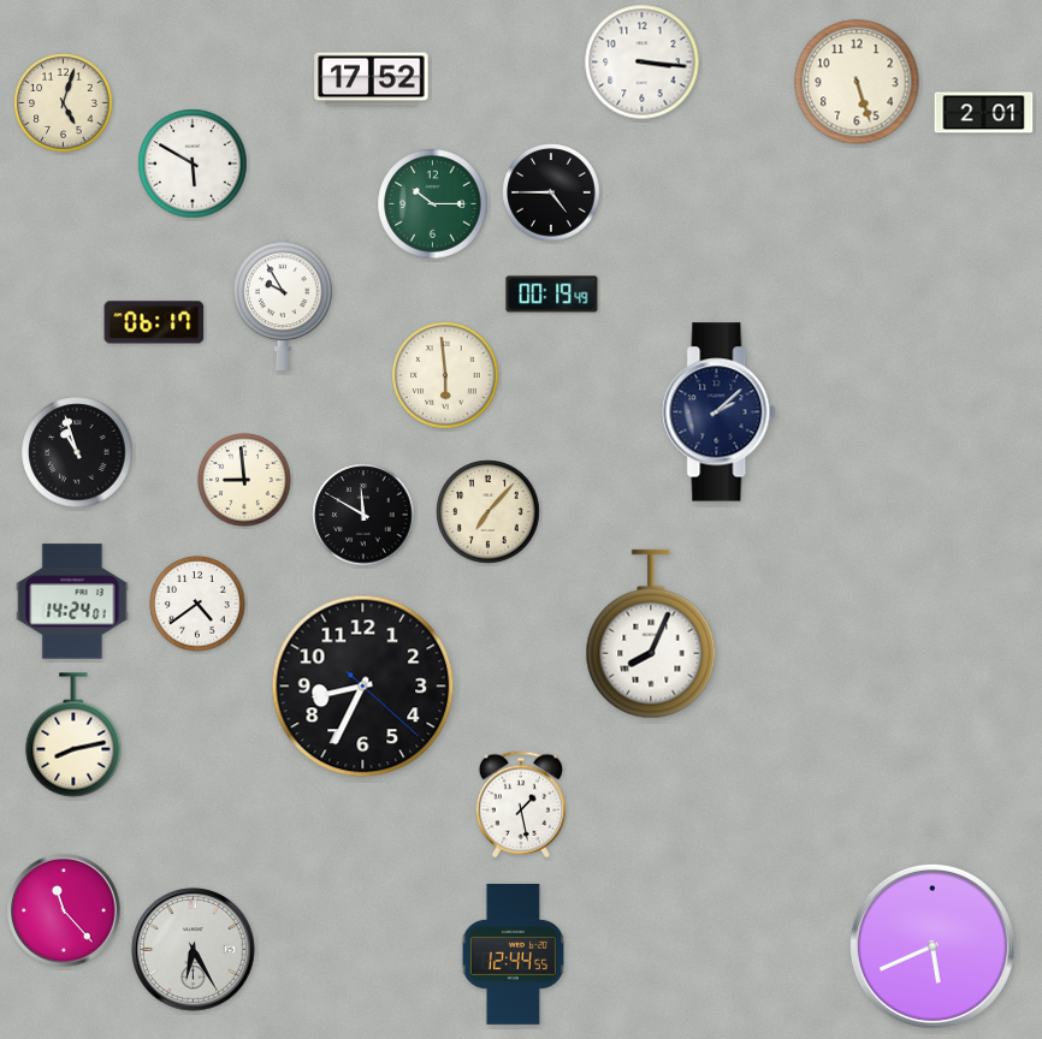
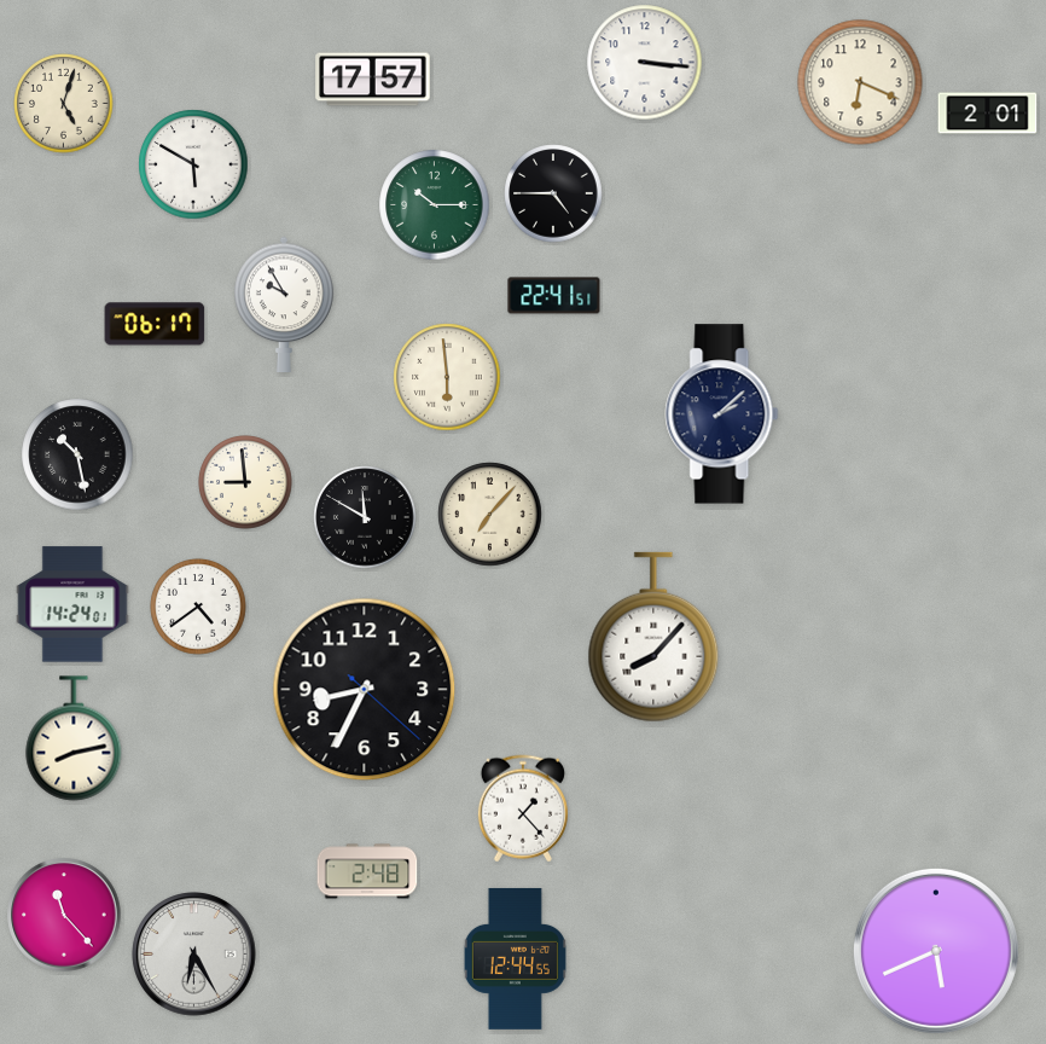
clock at (372, 79): 17:52 -> 17:57
clock at (857, 82): 5:27 -> 6:19
clock at (552, 295): 00:19 -> 22:41
clock at (77, 452): 10:57 -> 10:28
clock at (651, 634): 8:04 -> 8:07
clock at (521, 805): 1:28 -> 1:23
clock at (367, 871): none -> 2:48
